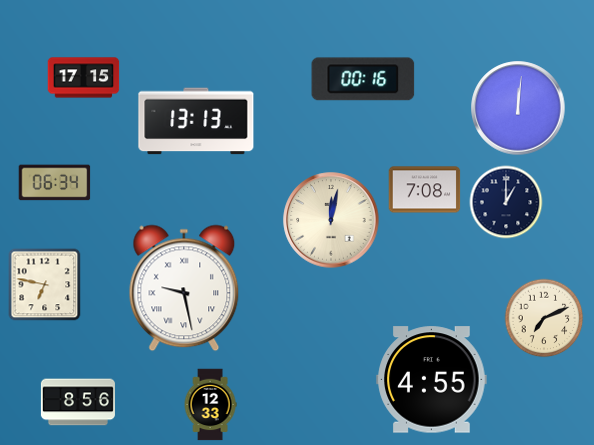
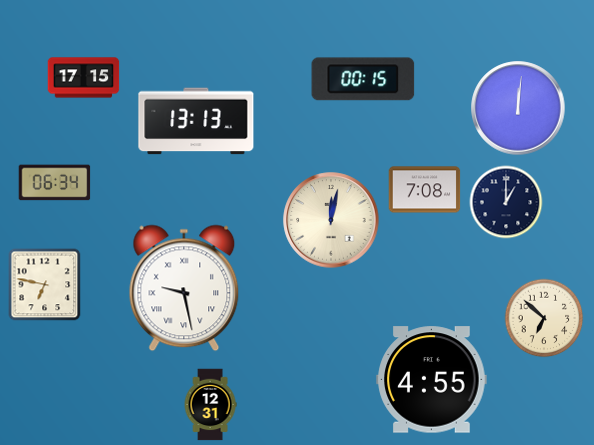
clock at (363, 79): 00:16 -> 00:15
clock at (544, 318): 7:11 -> 6:52
clock at (78, 402): 8:56 -> none
clock at (210, 405): 12:33 -> 12:31
